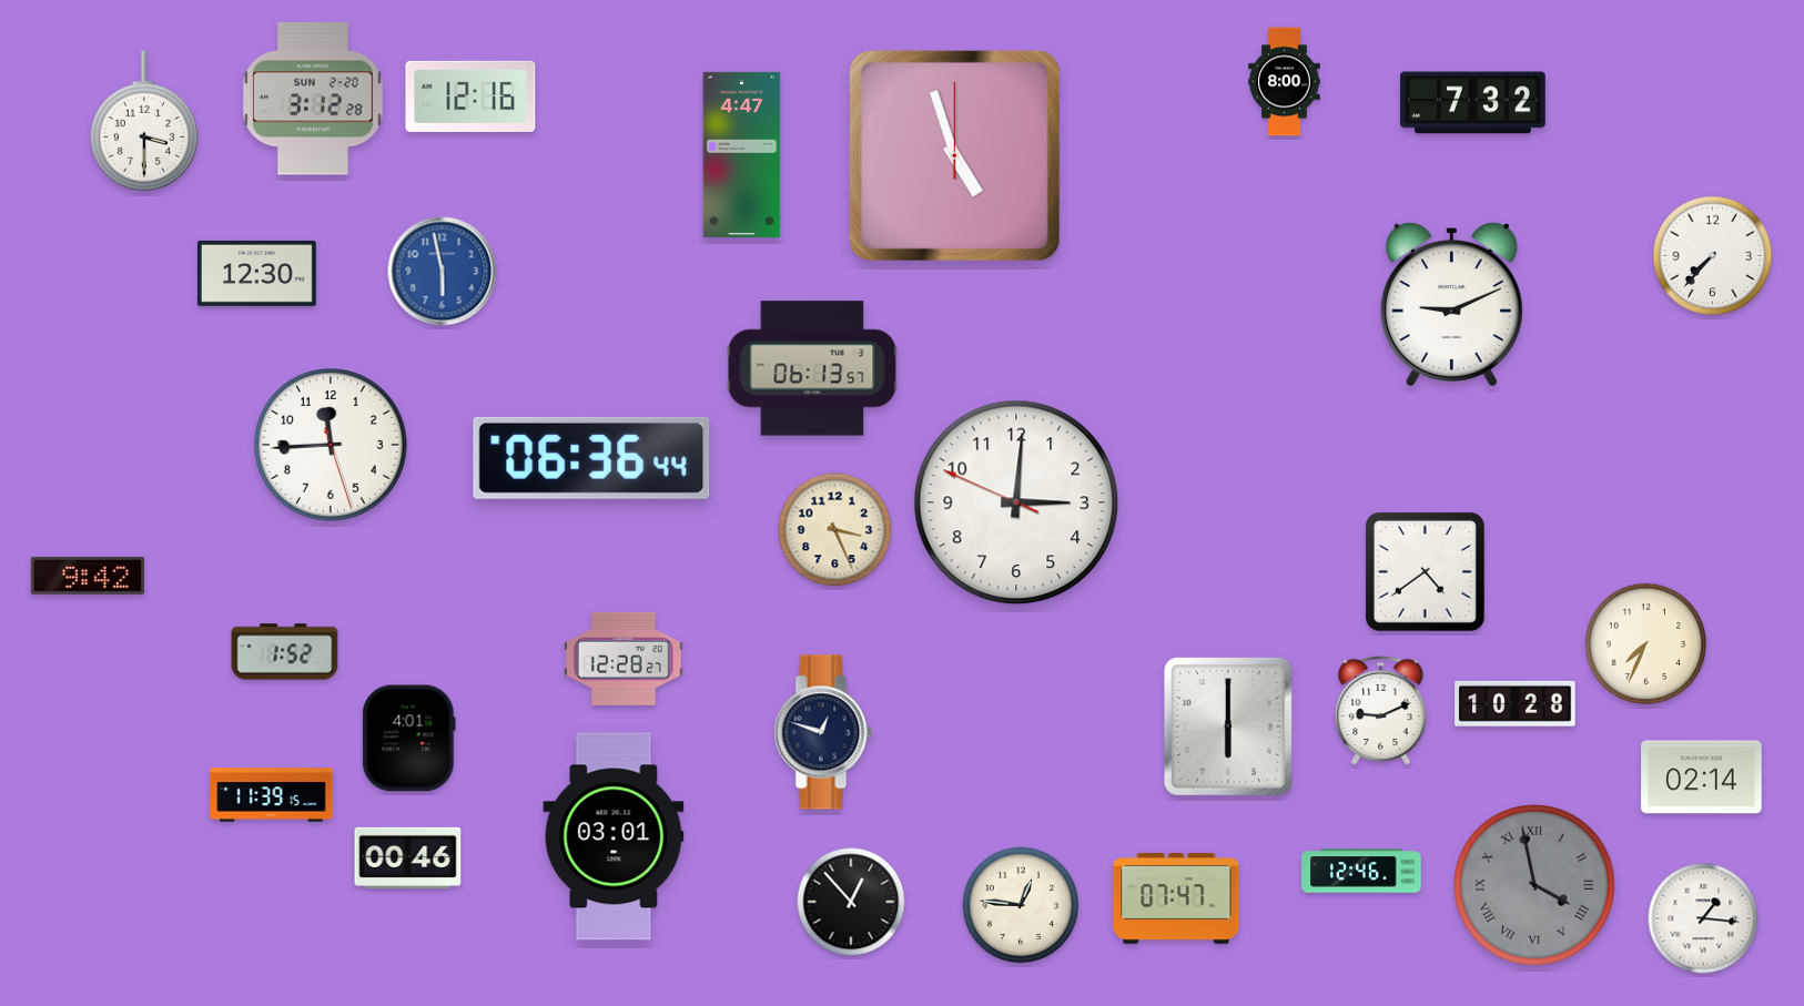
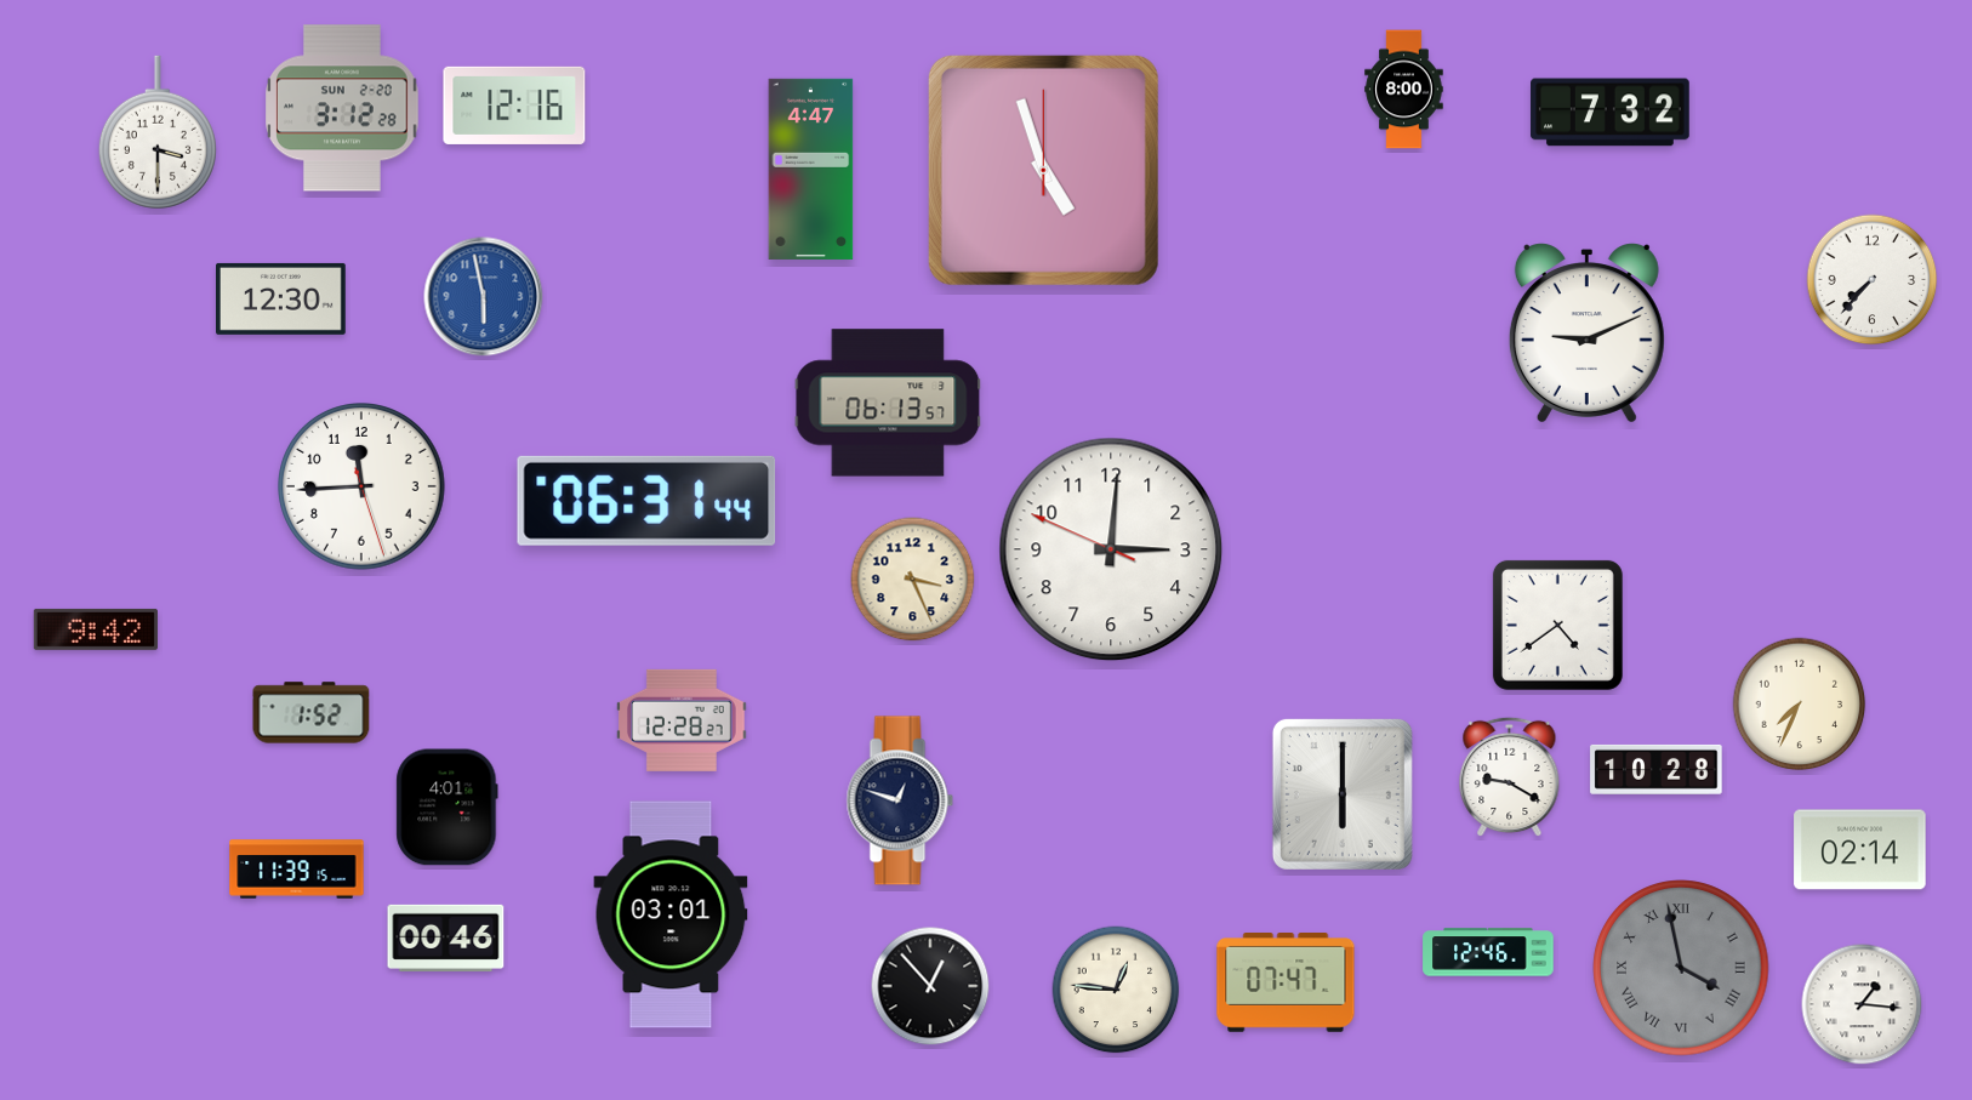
clock at (591, 458): 06:36 -> 06:31
clock at (1381, 711): 9:11 -> 9:20
clock at (1534, 885) position: (1534, 885) -> (1681, 968)
